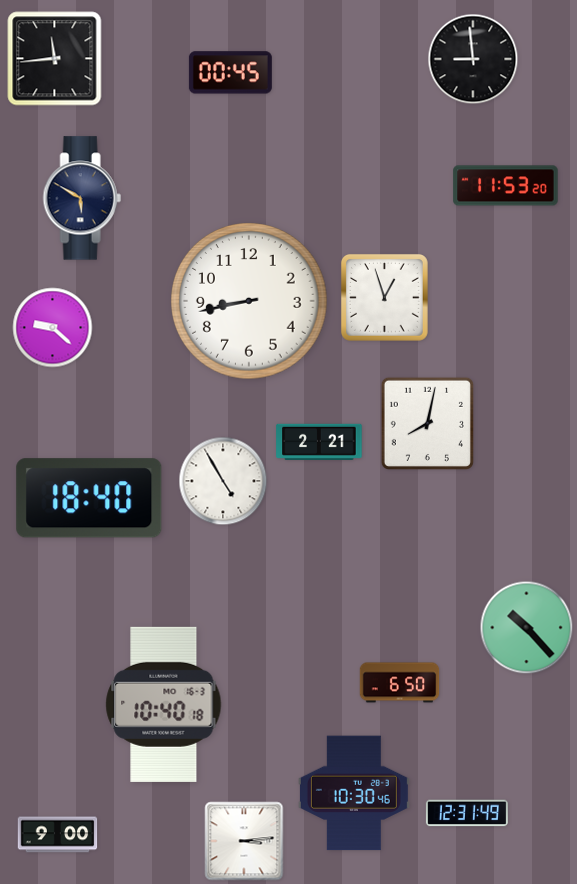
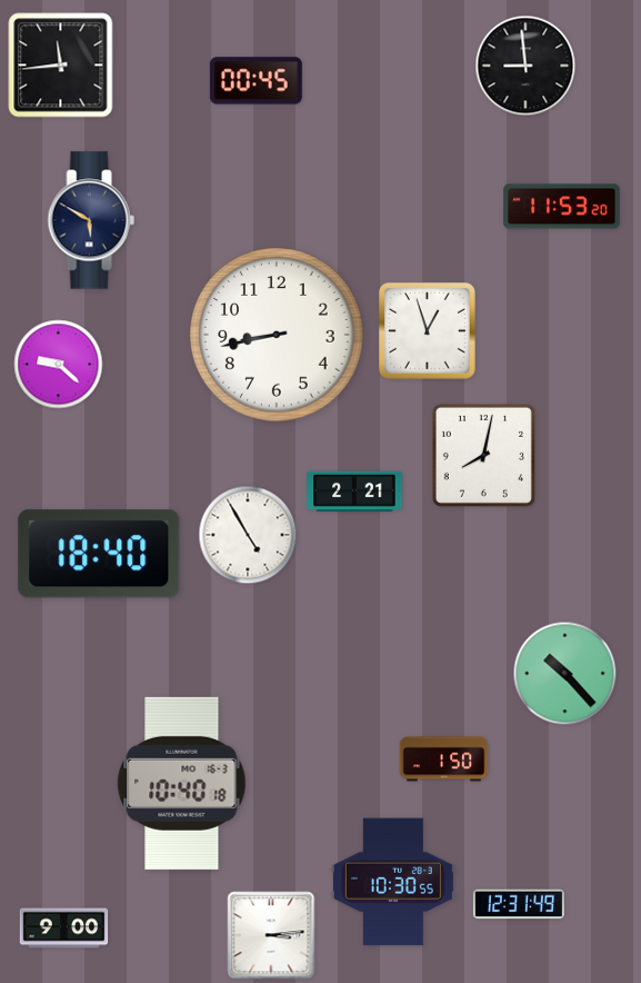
clock at (427, 423) position: (427, 423) -> (483, 455)
clock at (527, 628) position: (527, 628) -> (565, 674)
clock at (400, 683): 6:50 -> 1:50
clock at (354, 793): 10:30:46 -> 10:30:55
